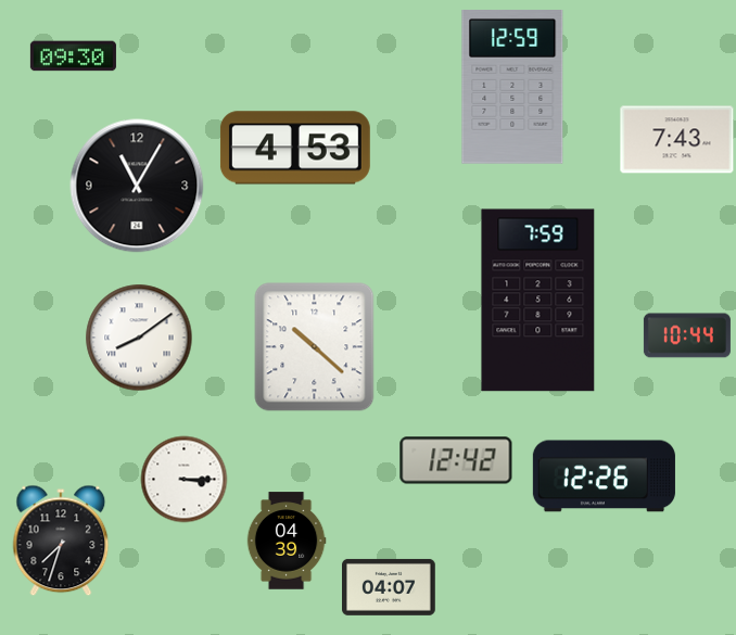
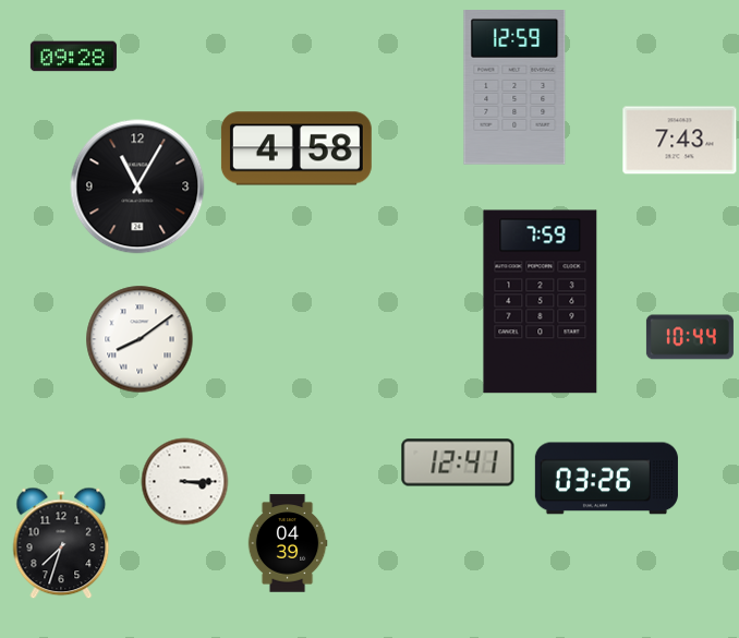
clock at (73, 56): 09:30 -> 09:28
clock at (295, 148): 4:53 -> 4:58
clock at (315, 347): 10:22 -> none
clock at (456, 460): 12:42 -> 12:41
clock at (604, 477): 12:26 -> 03:26
clock at (390, 587): 04:07 -> none
